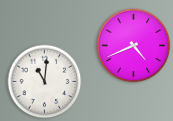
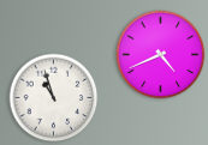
clock at (45, 82): 11:01 -> 10:57
